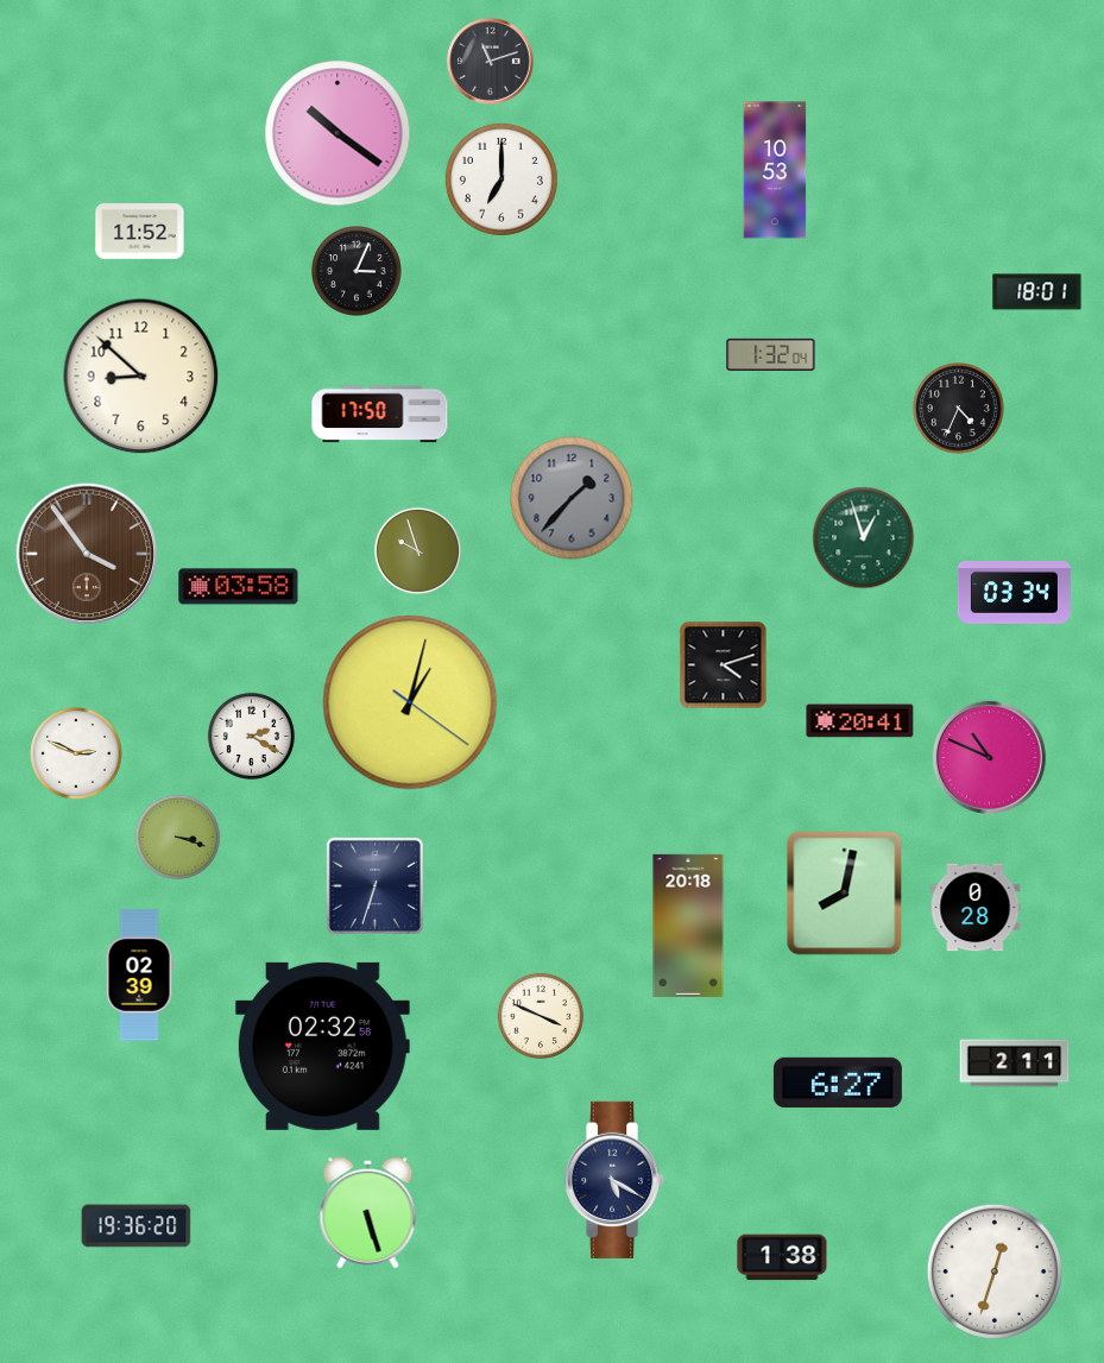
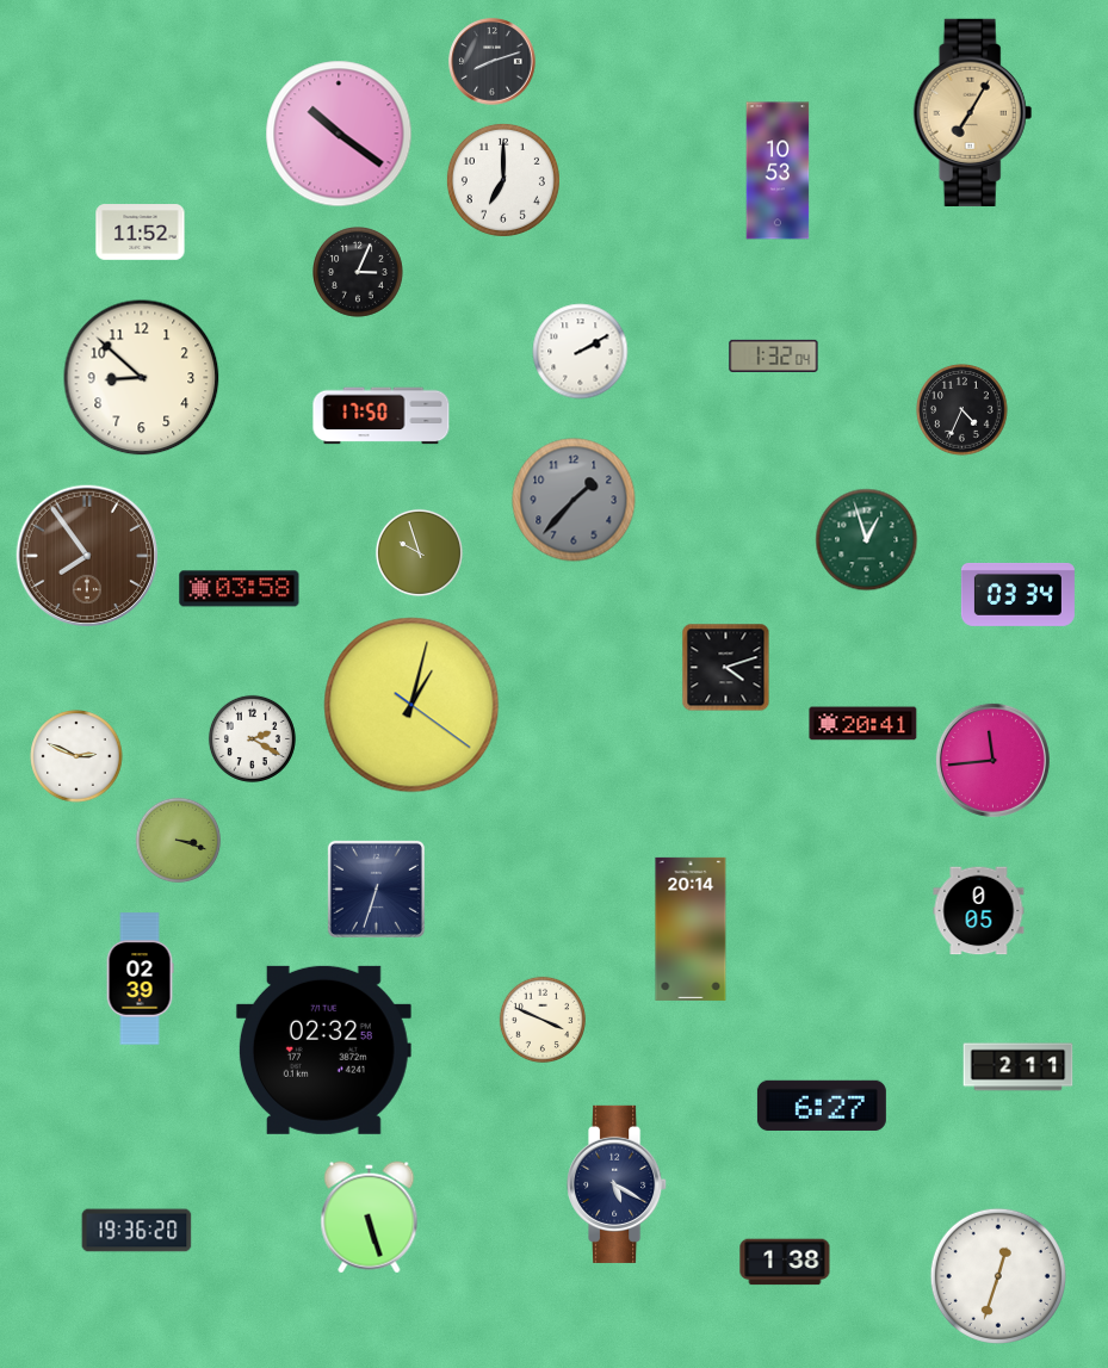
clock at (491, 62): 11:12 -> 8:12
clock at (973, 112): none -> 7:05
clock at (1037, 292): 18:01 -> none
clock at (581, 352): none -> 2:10
clock at (87, 554): 3:54 -> 7:54
clock at (989, 757): 10:49 -> 11:44
clock at (845, 894): 8:02 -> none
clock at (976, 908): 0:28 -> 0:05
clock at (688, 926): 20:18 -> 20:14
clock at (838, 1083) position: (838, 1083) -> (822, 1106)
